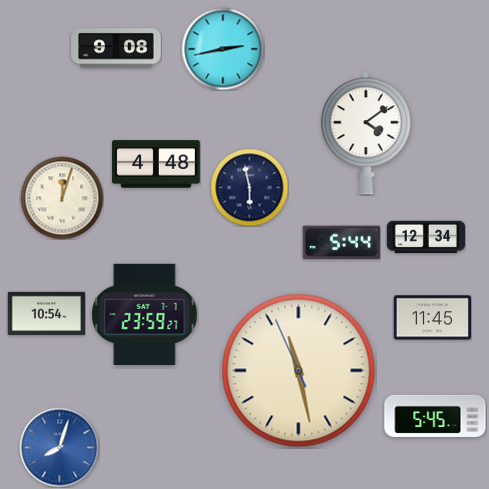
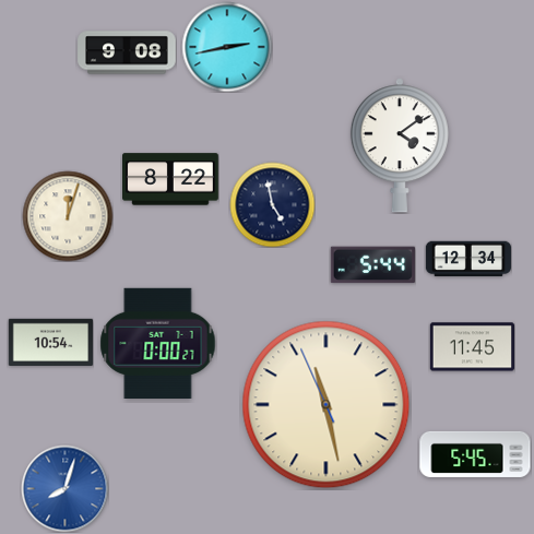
clock at (223, 49) position: (223, 49) -> (227, 47)
clock at (157, 164): 4:48 -> 8:22
clock at (249, 187): 5:58 -> 4:58
clock at (425, 237) position: (425, 237) -> (467, 259)
clock at (145, 314): 23:59 -> 0:00
